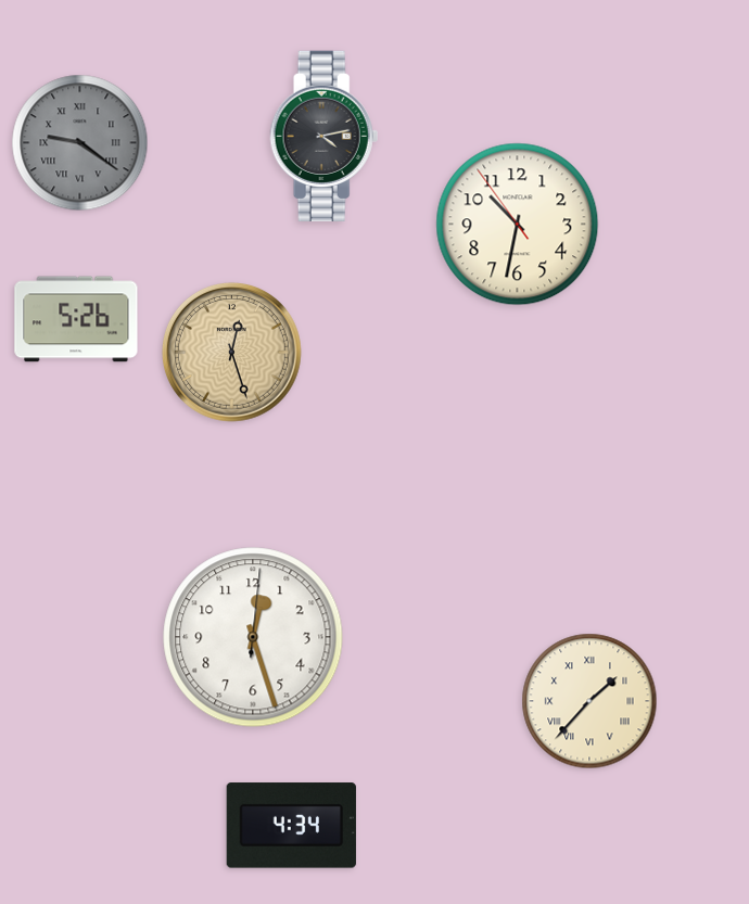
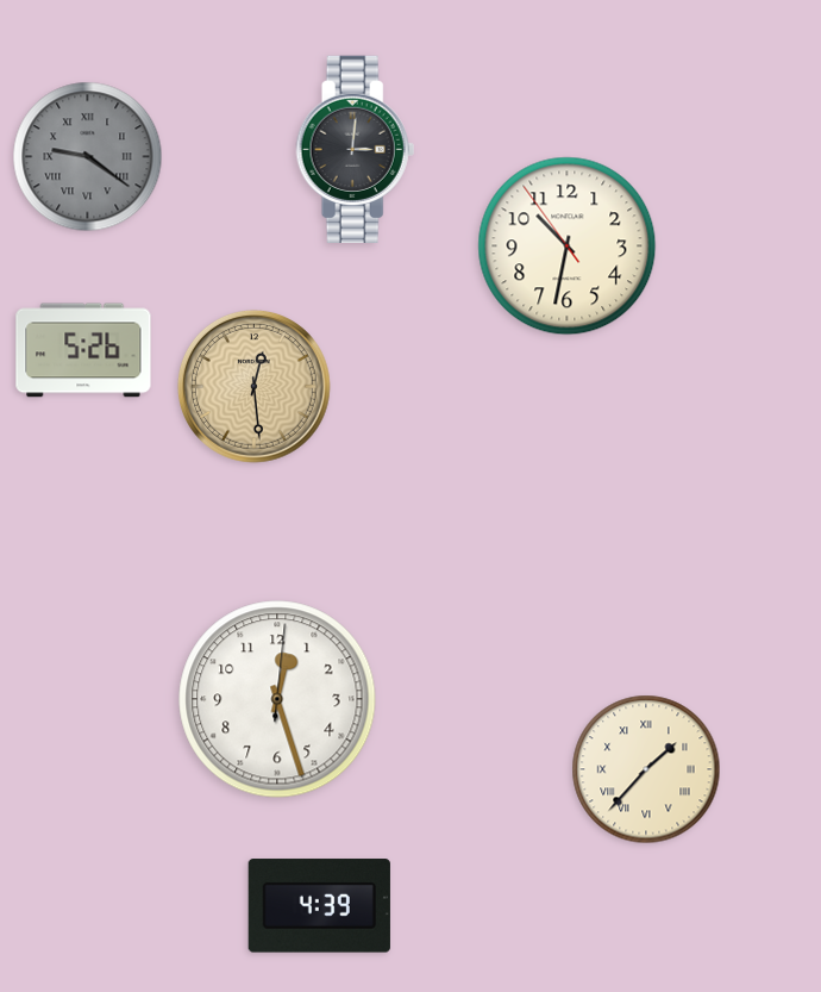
clock at (325, 136): 4:13 -> 3:01
clock at (231, 352): 12:27 -> 12:29
clock at (291, 826): 4:34 -> 4:39
